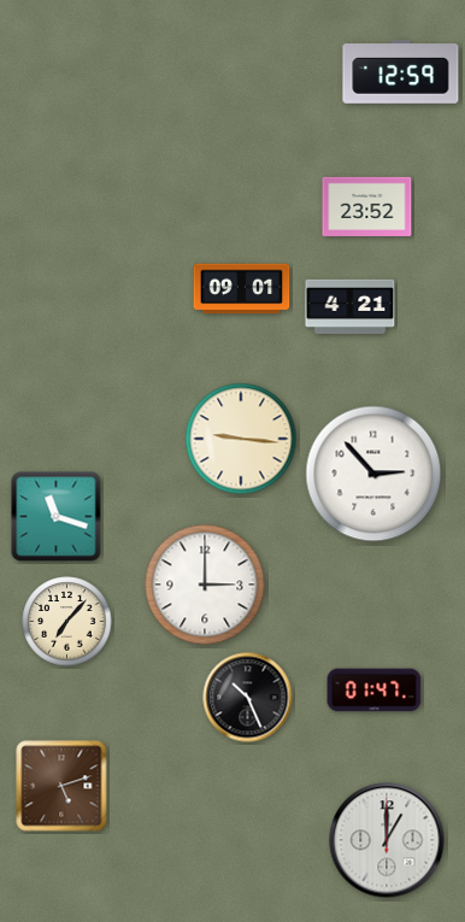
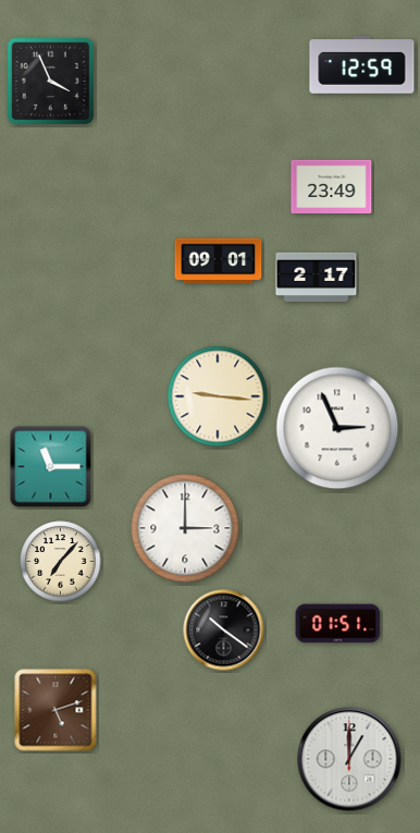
clock at (51, 82): none -> 3:56
clock at (367, 206): 23:52 -> 23:49
clock at (351, 307): 4:21 -> 2:17
clock at (373, 474): 2:53 -> 2:56
clock at (57, 517): 11:18 -> 11:15
clock at (375, 691): 01:47 -> 01:51
clock at (248, 698): 10:26 -> 10:21
